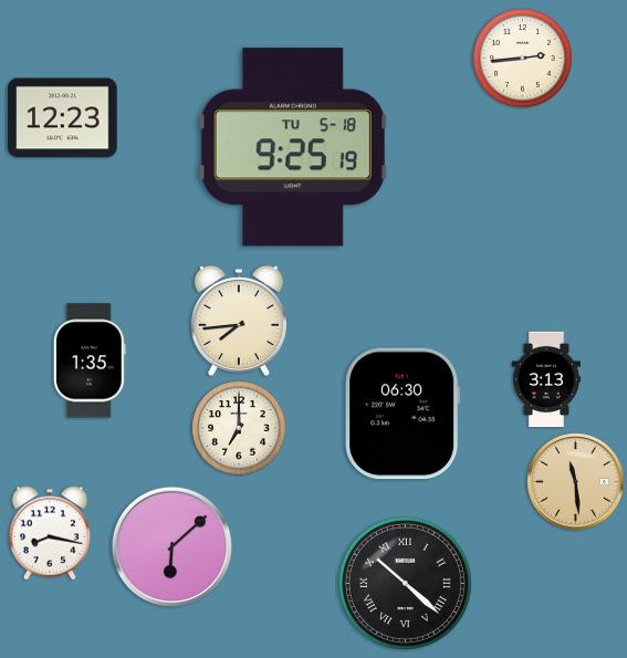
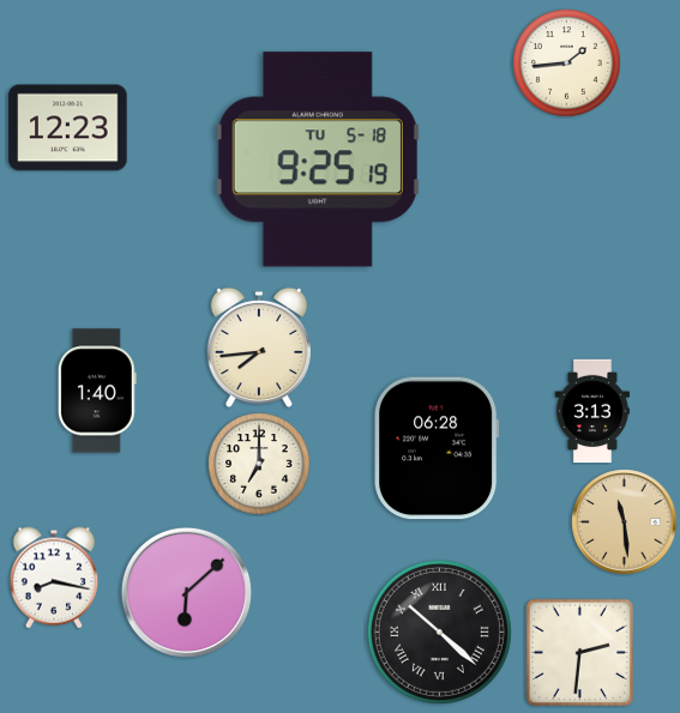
clock at (523, 59): 2:44 -> 1:44
clock at (90, 361): 1:35 -> 1:40
clock at (403, 414): 06:30 -> 06:28
clock at (580, 653): none -> 2:31
